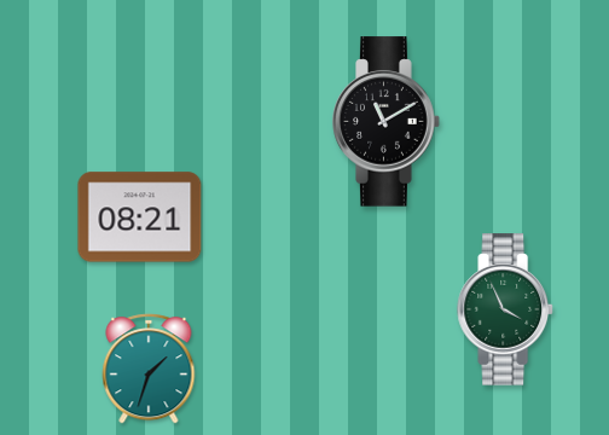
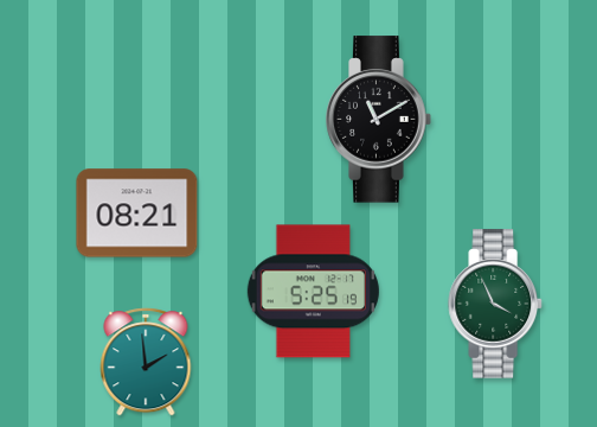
clock at (313, 292): none -> 5:25
clock at (149, 369): 1:33 -> 1:59
